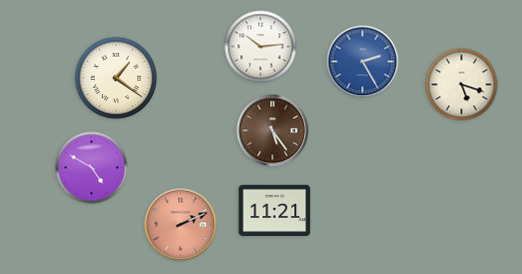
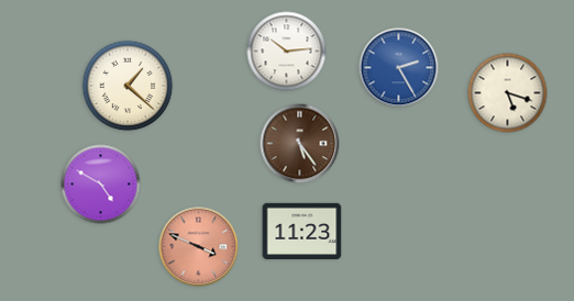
clock at (116, 78): 1:21 -> 1:22
clock at (275, 210): 11:21 -> 11:23
clock at (181, 225): 2:11 -> 3:49
